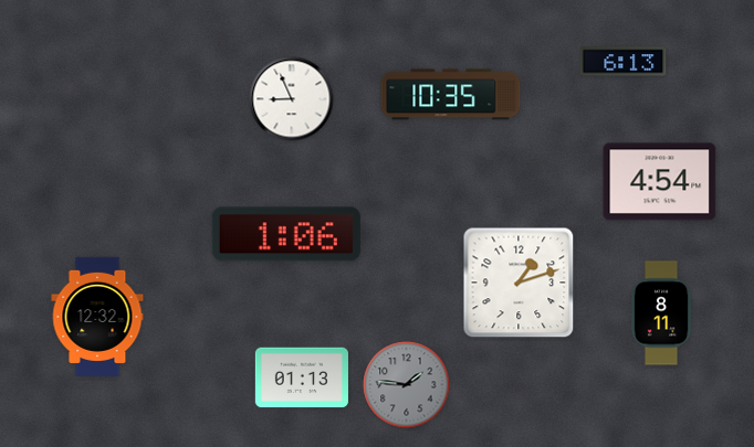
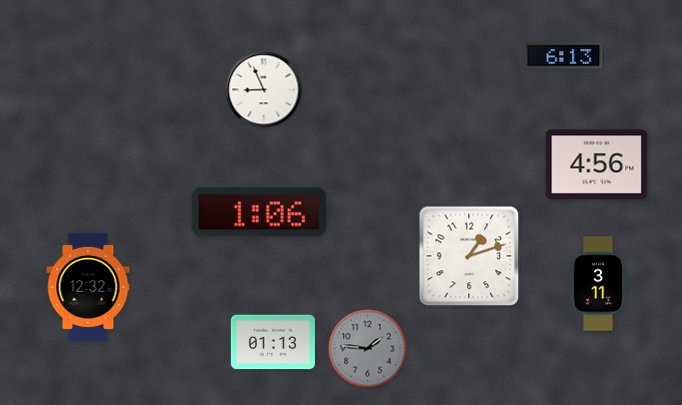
clock at (451, 95): 10:35 -> none
clock at (660, 182): 4:54 -> 4:56
clock at (661, 313): 8:11 -> 3:11
